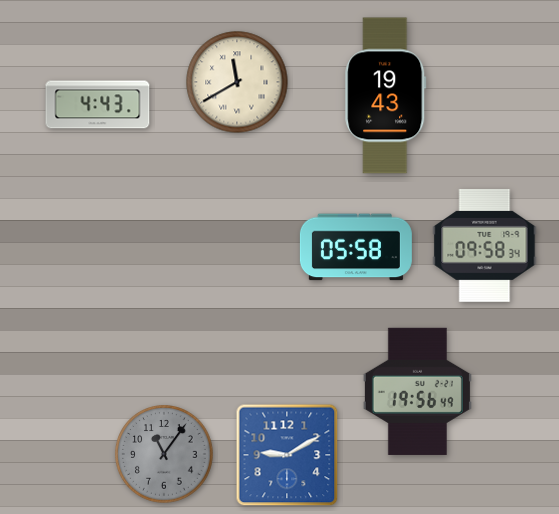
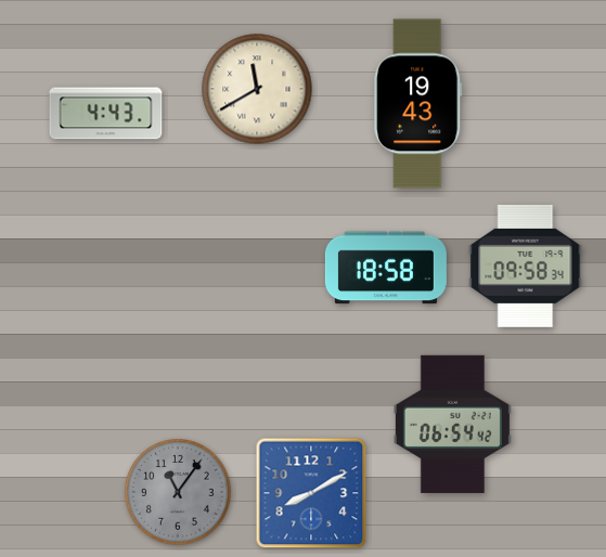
clock at (356, 247): 05:58 -> 18:58
clock at (417, 391): 19:56 -> 06:54
clock at (287, 455): 9:10 -> 8:10
